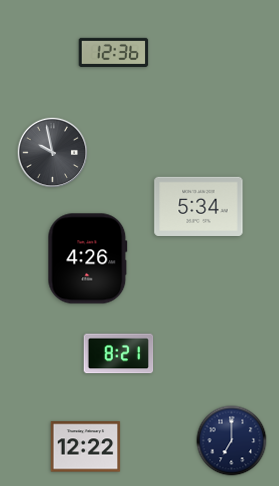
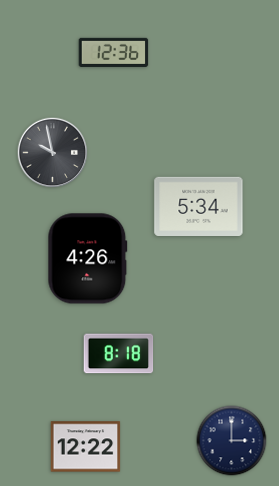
clock at (119, 354): 8:21 -> 8:18
clock at (232, 441): 7:00 -> 3:00
